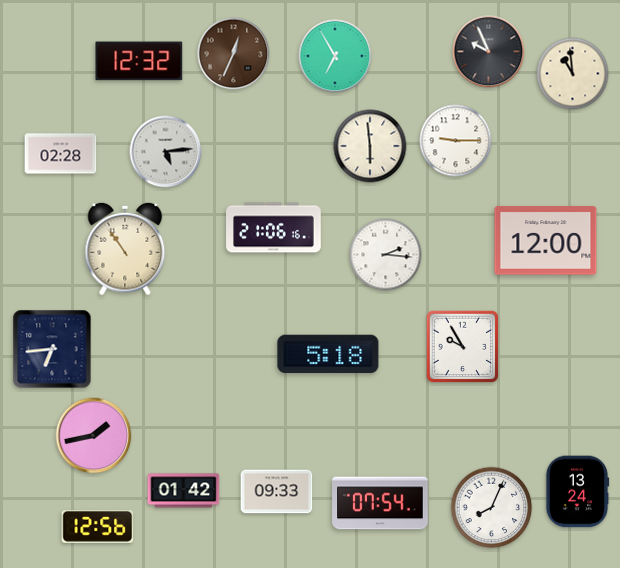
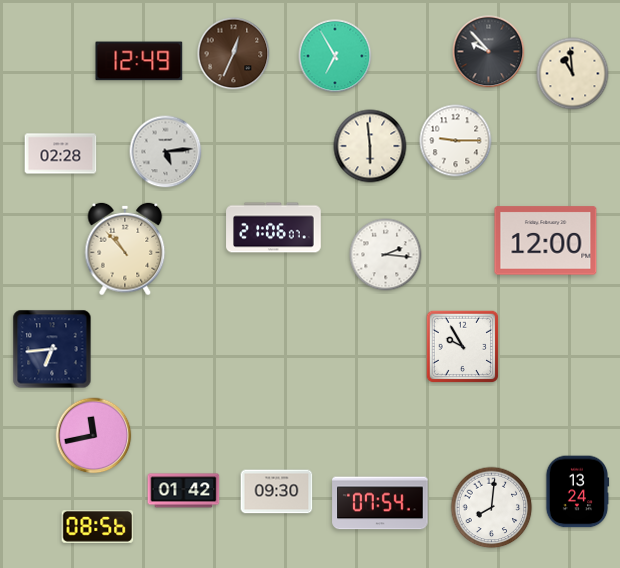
clock at (489, 52): 9:56 -> 9:53
clock at (139, 61): 12:32 -> 12:49
clock at (274, 228): 21:06:16 -> 21:06:07
clock at (125, 249): 10:54 -> 10:53
clock at (328, 354): 5:18 -> none
clock at (94, 436): 1:43 -> 11:43
clock at (277, 492): 09:33 -> 09:30
clock at (492, 508): 8:04 -> 8:01
clock at (98, 526): 12:56 -> 08:56
